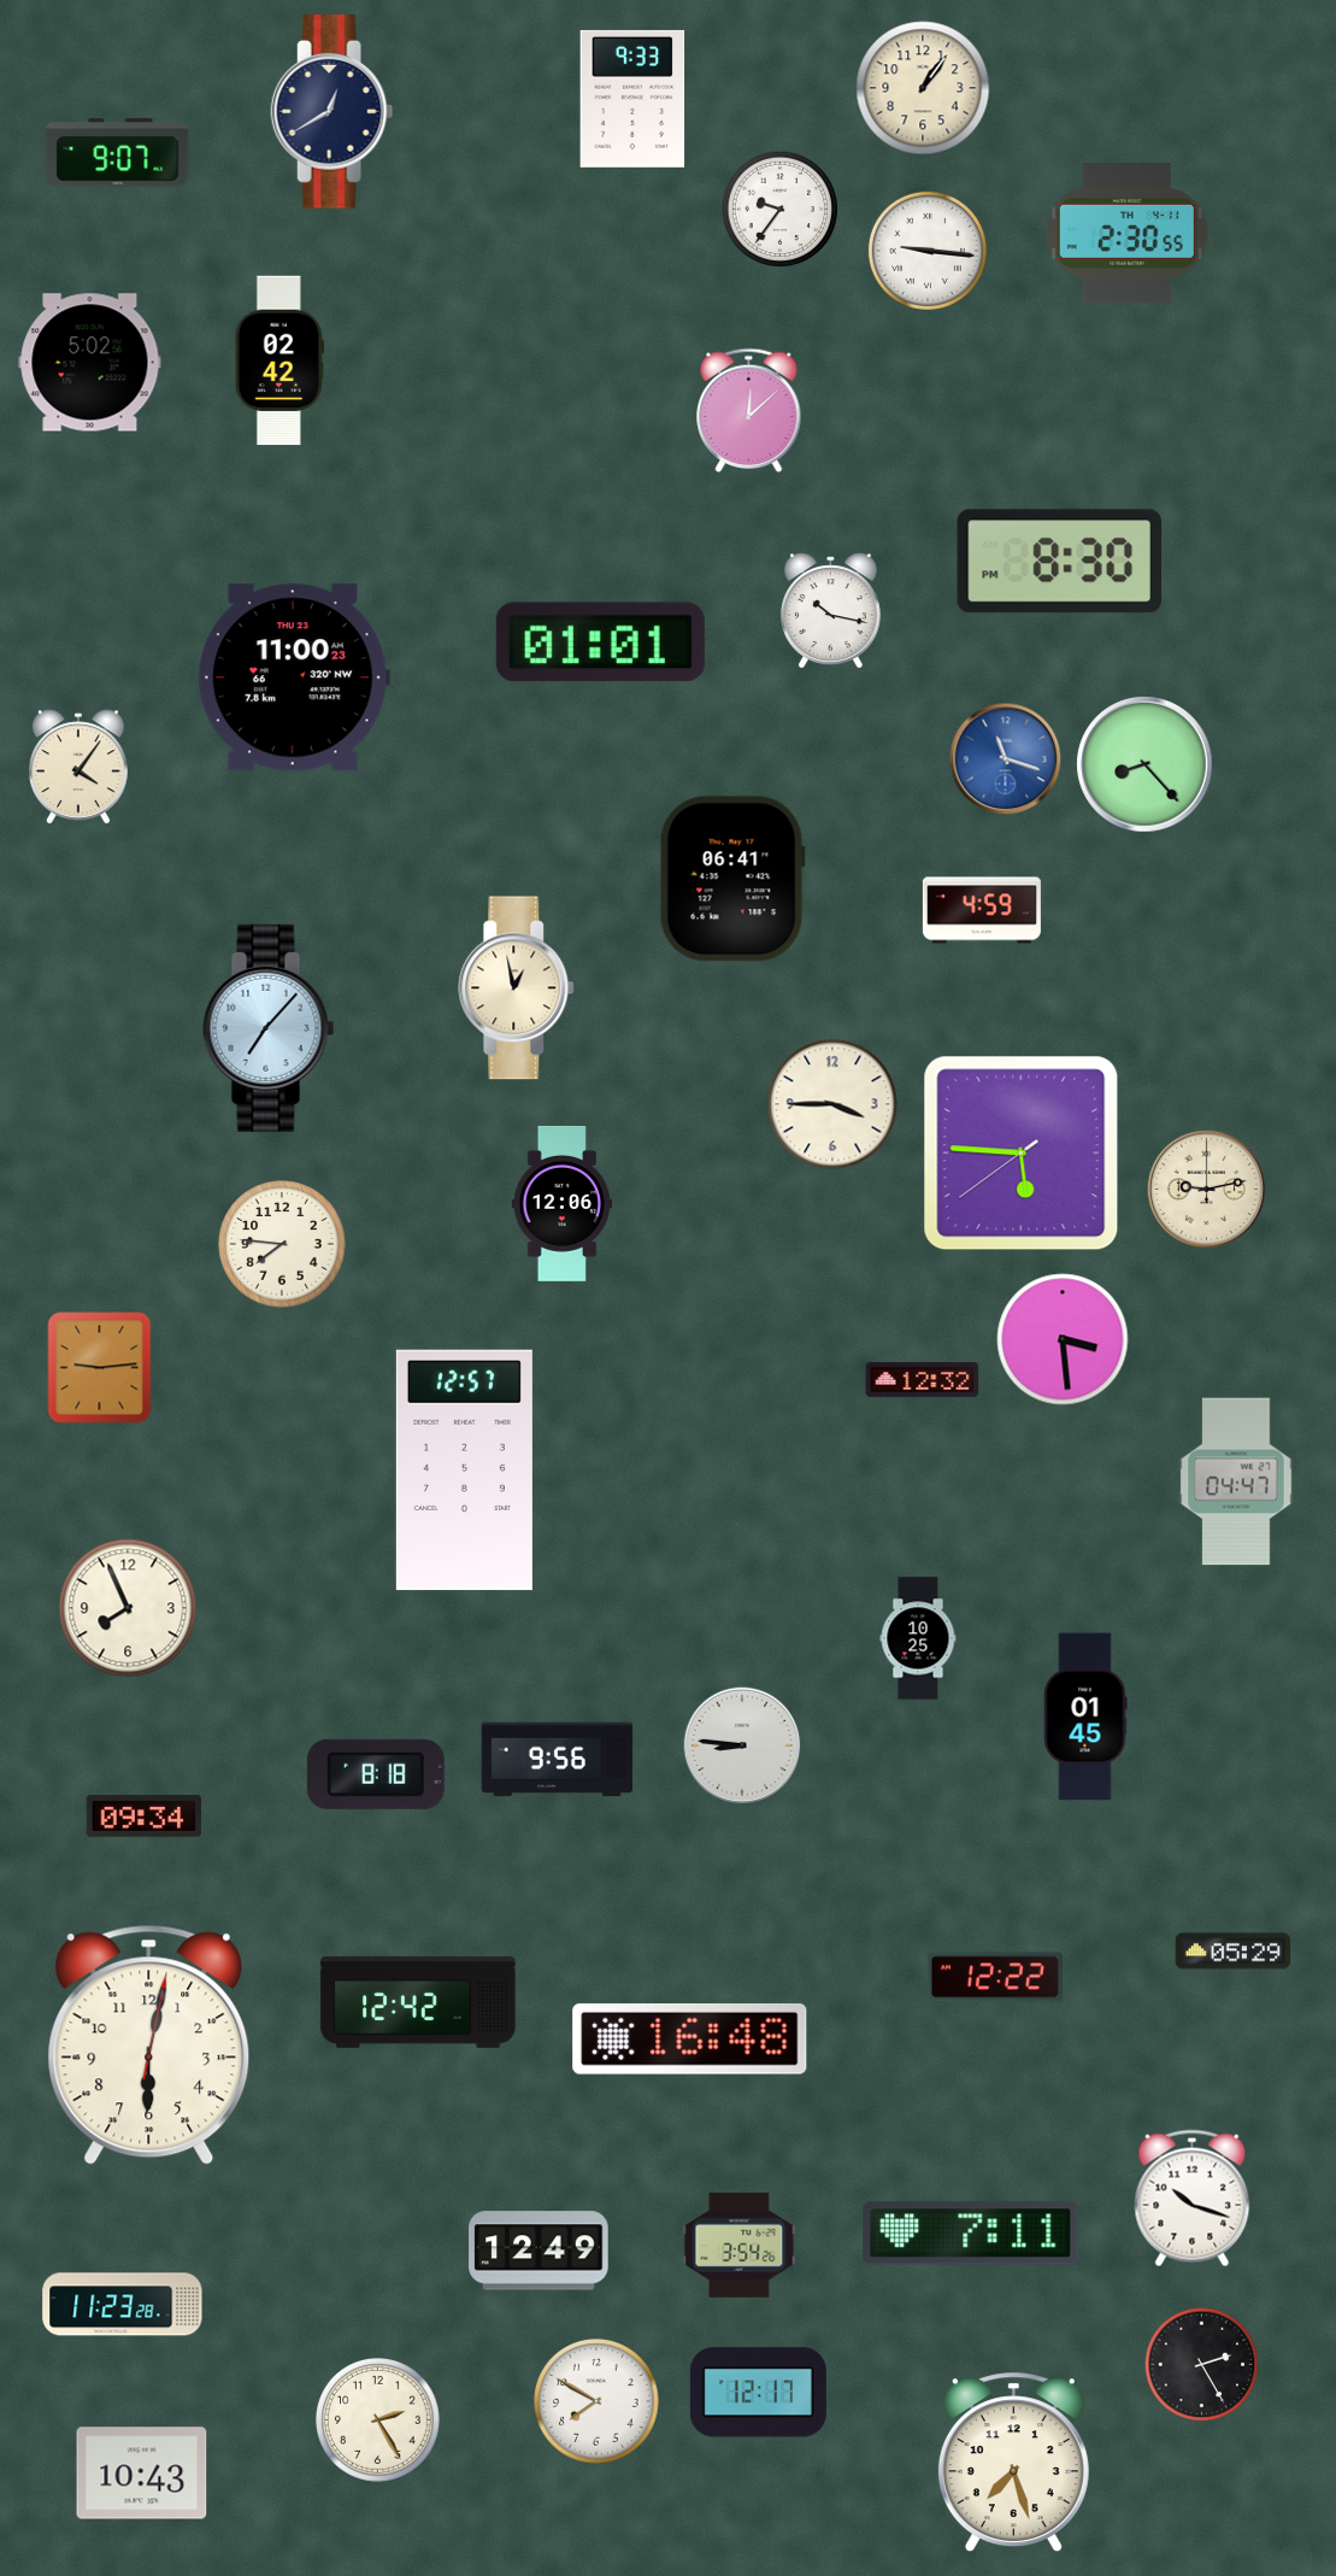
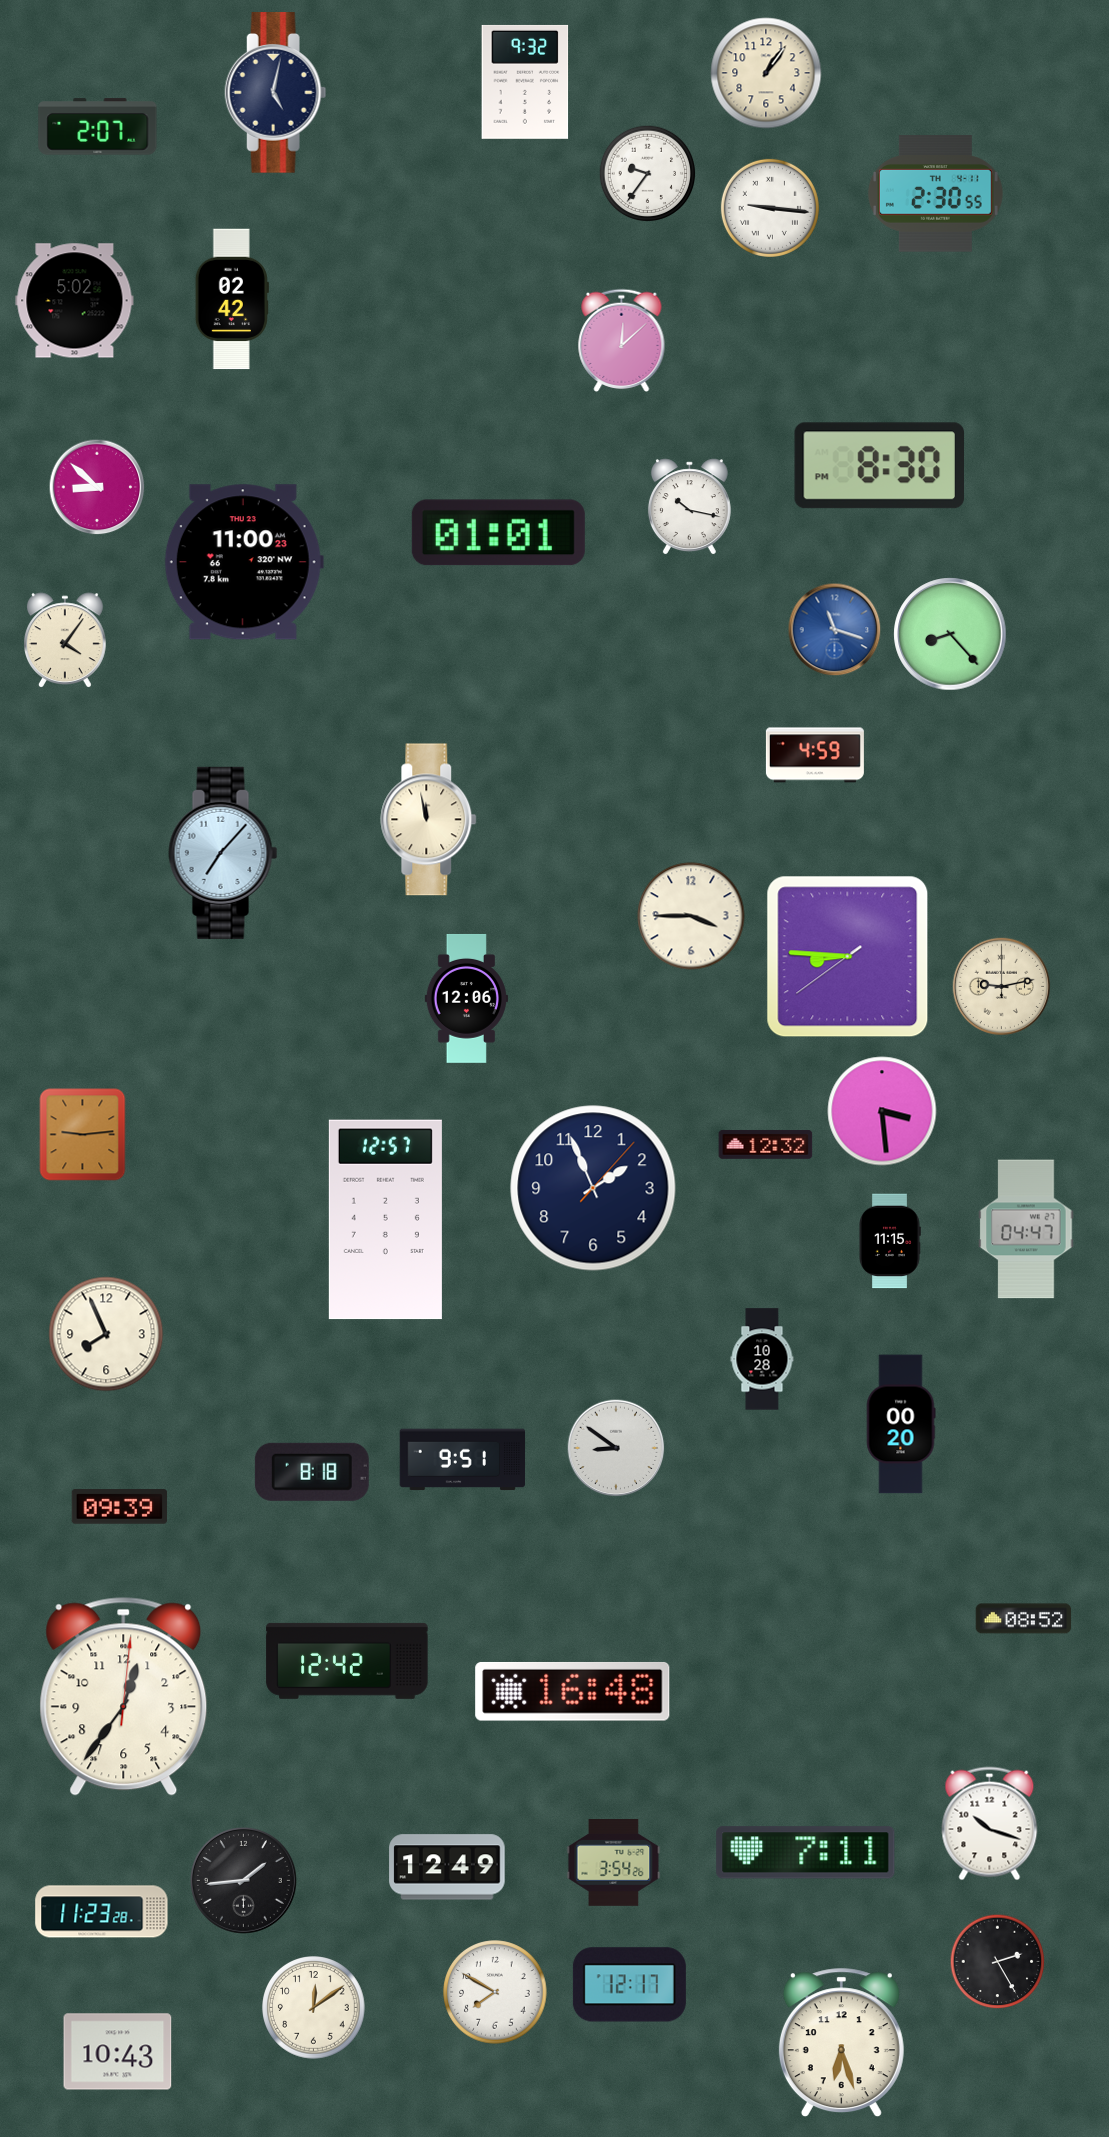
clock at (632, 99): 9:33 -> 9:32
clock at (332, 112): 12:40 -> 5:02
clock at (118, 153): 9:07 -> 2:07
clock at (97, 487): none -> 8:52
clock at (80, 767) position: (80, 767) -> (66, 640)
clock at (732, 879): 06:41 -> none
clock at (517, 988): 12:58 -> 11:58
clock at (1022, 1154): 5:45 -> 8:45
clock at (282, 1244): 7:46 -> none
clock at (593, 1188): none -> 1:56
clock at (890, 1241): none -> 11:15
clock at (918, 1638): 10:25 -> 10:28
clock at (1085, 1717): 01:45 -> 00:20
clock at (742, 1745): 8:46 -> 8:51
clock at (558, 1760): 9:56 -> 9:51
clock at (145, 1817): 09:34 -> 09:39
clock at (1234, 1952): 05:29 -> 08:52
clock at (995, 1977): 12:22 -> none
clock at (149, 2044): 6:02 -> 12:36
clock at (243, 1880): none -> 1:44
clock at (378, 2420): 2:25 -> 12:09
clock at (1013, 2463): 7:27 -> 6:27
